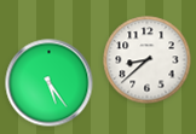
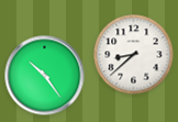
clock at (50, 83): 5:24 -> 10:24
